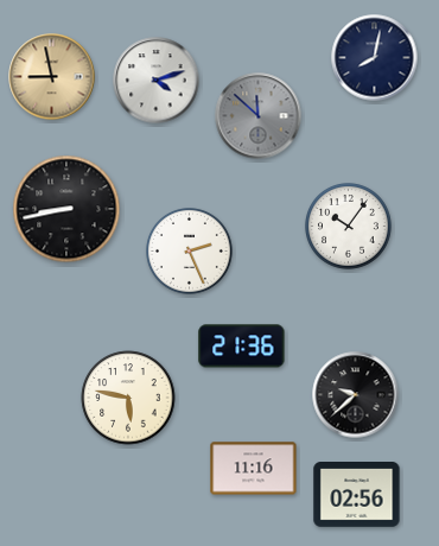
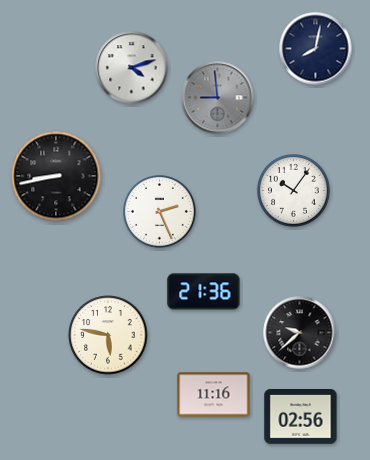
clock at (52, 77): 8:58 -> none
clock at (259, 116): 11:52 -> 8:59
